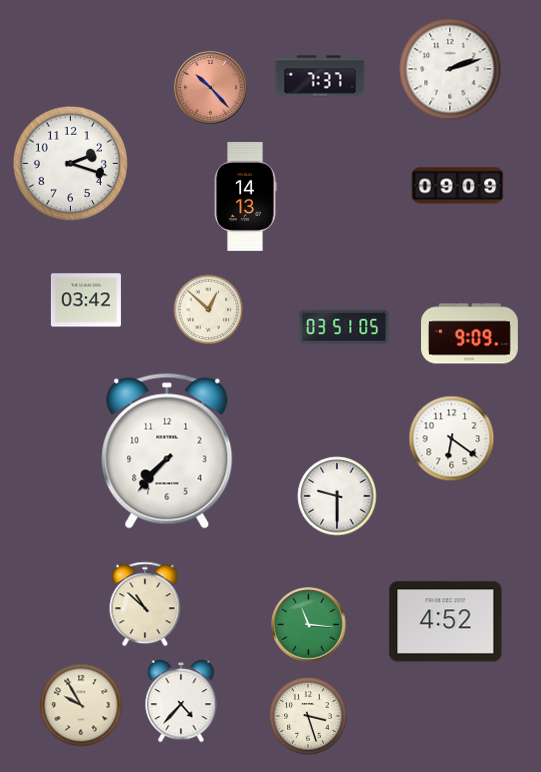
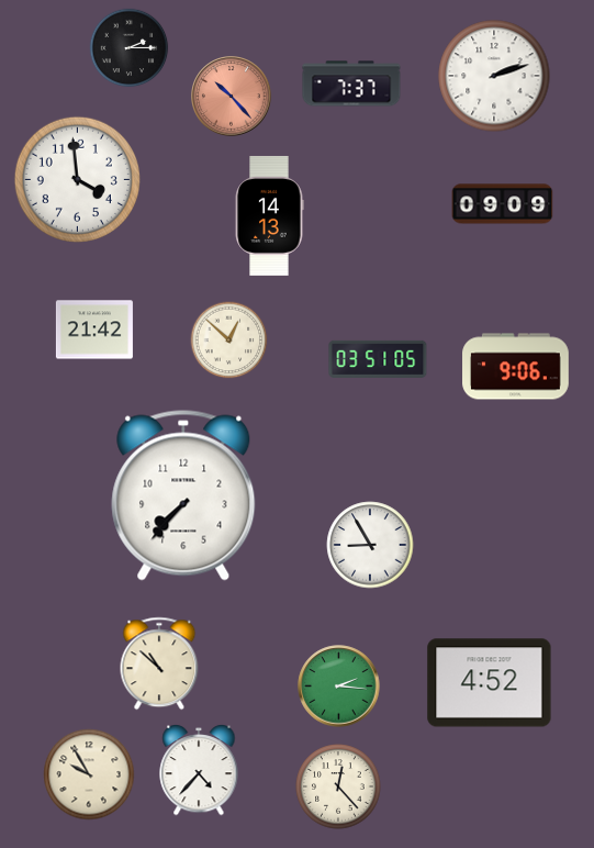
clock at (130, 48): none -> 2:15
clock at (70, 163): 2:18 -> 3:59
clock at (86, 300): 03:42 -> 21:42
clock at (470, 334): 9:09 -> 9:06
clock at (452, 439): 6:21 -> none
clock at (337, 496): 9:30 -> 8:55
clock at (309, 625): 11:16 -> 2:16
clock at (308, 716): 3:27 -> 12:23
